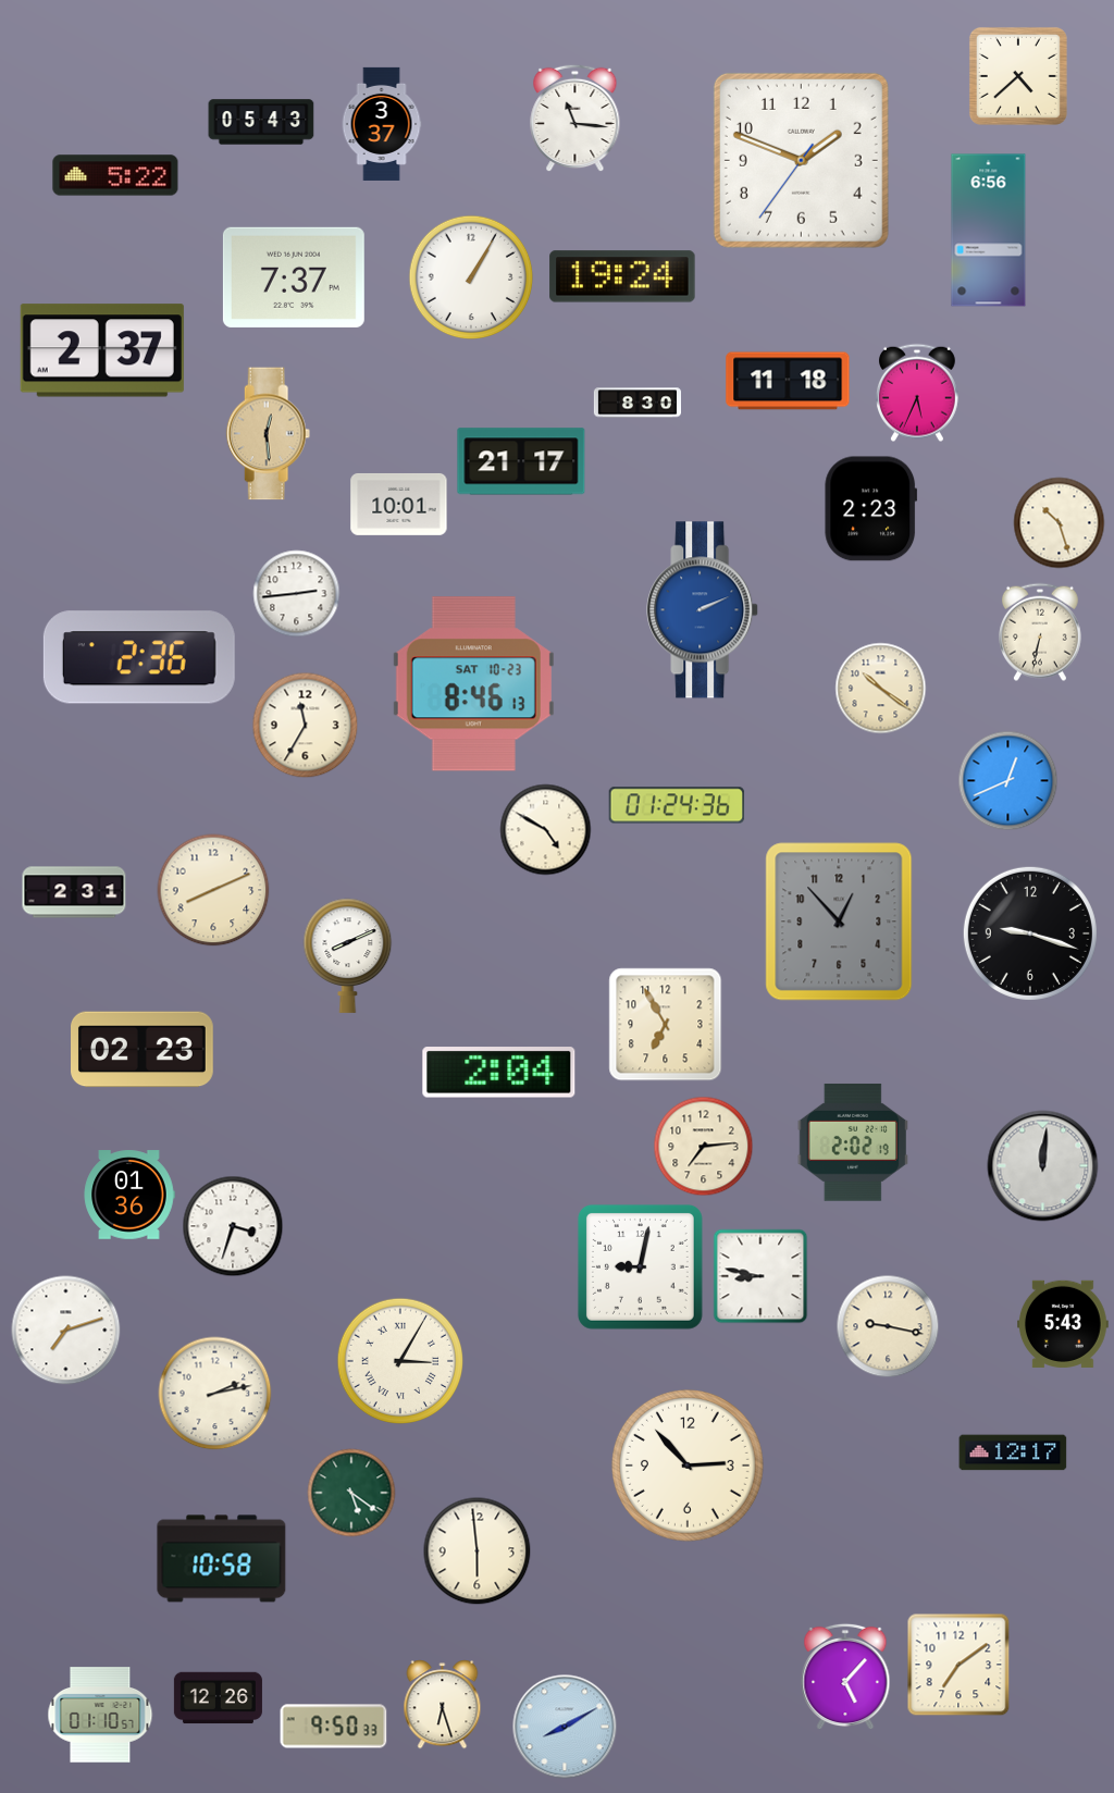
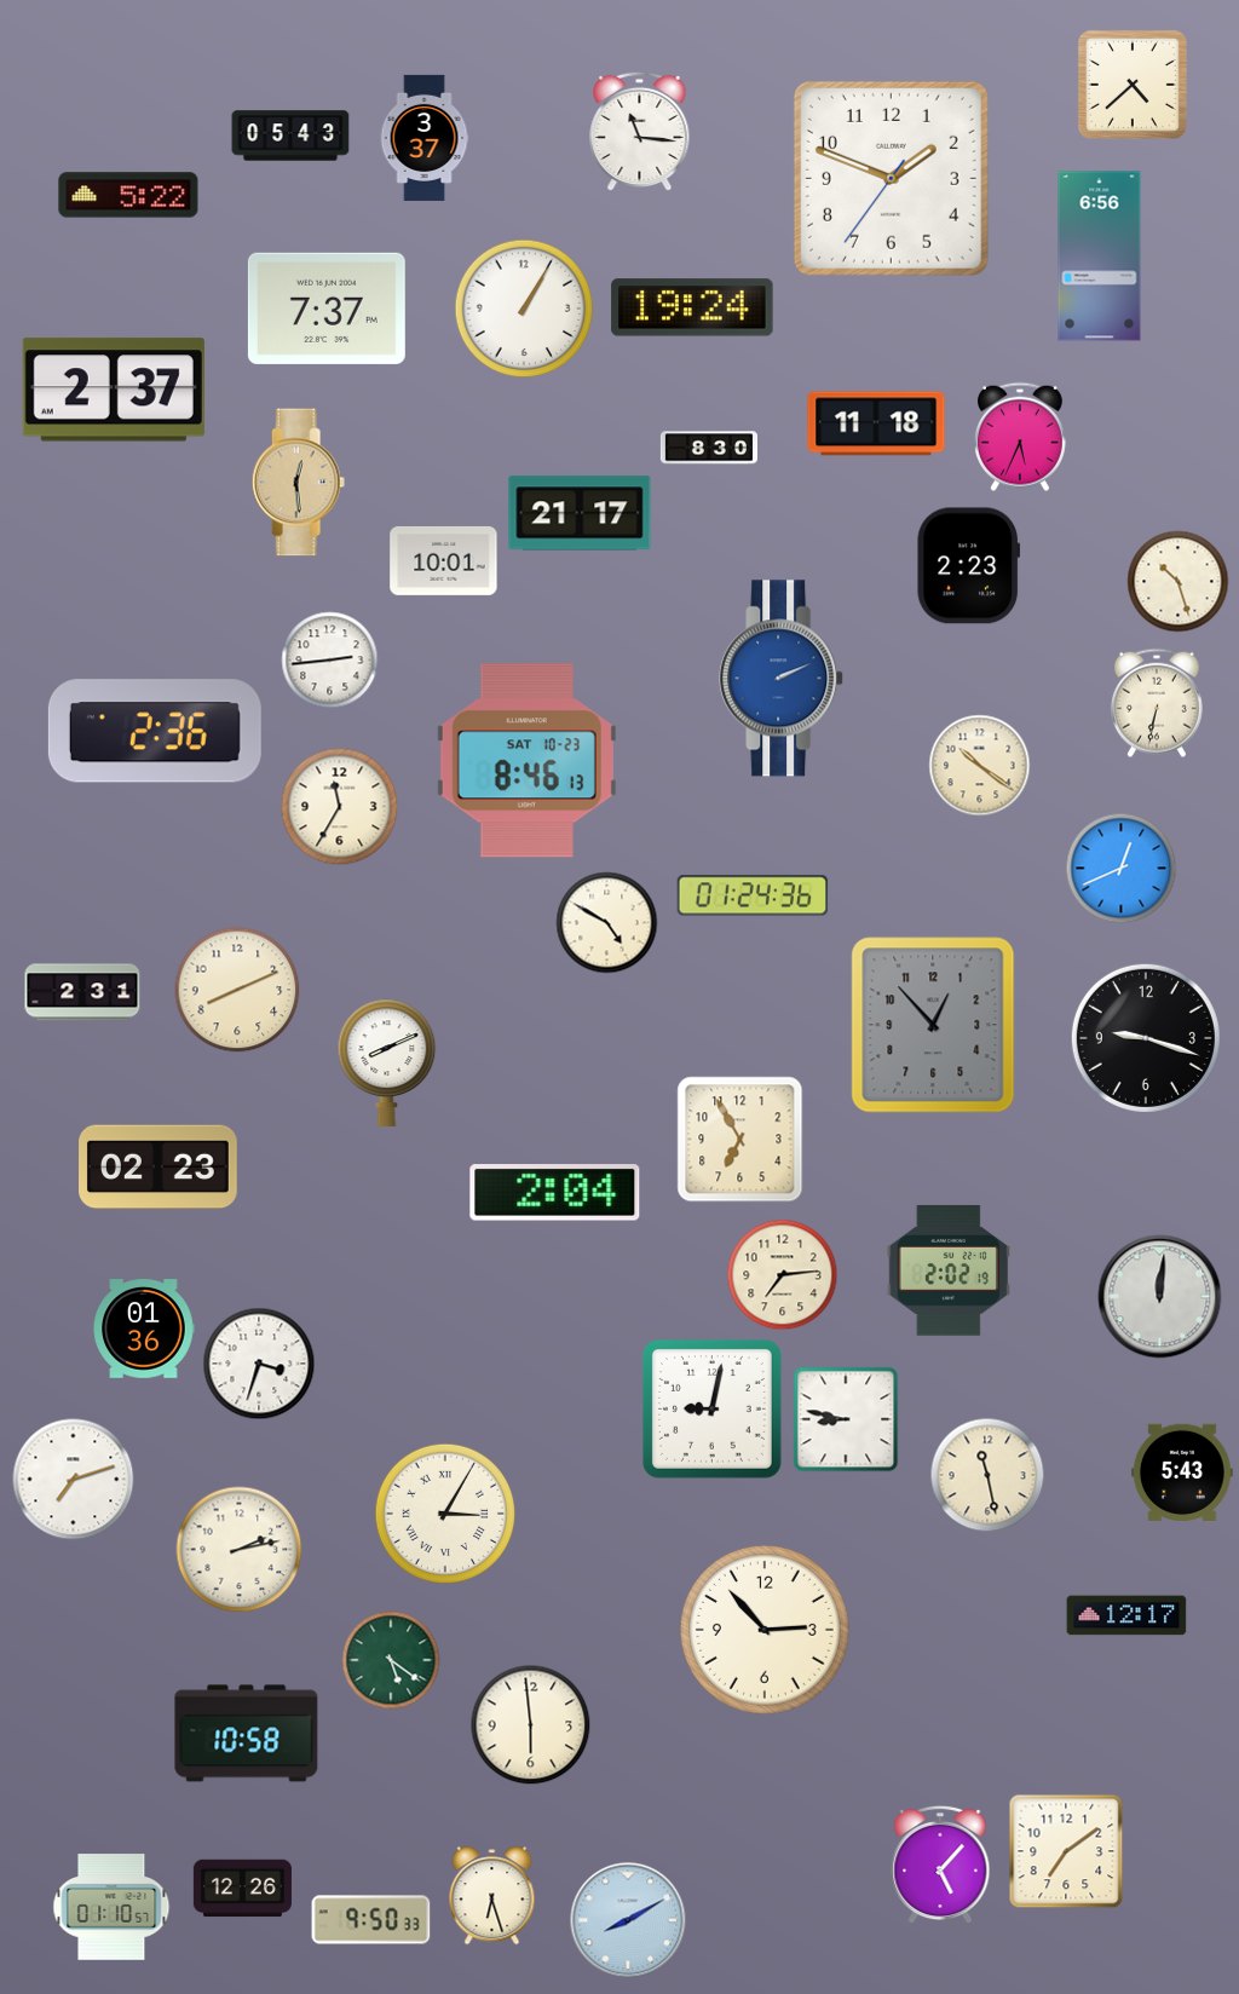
clock at (888, 1326): 9:17 -> 11:28
